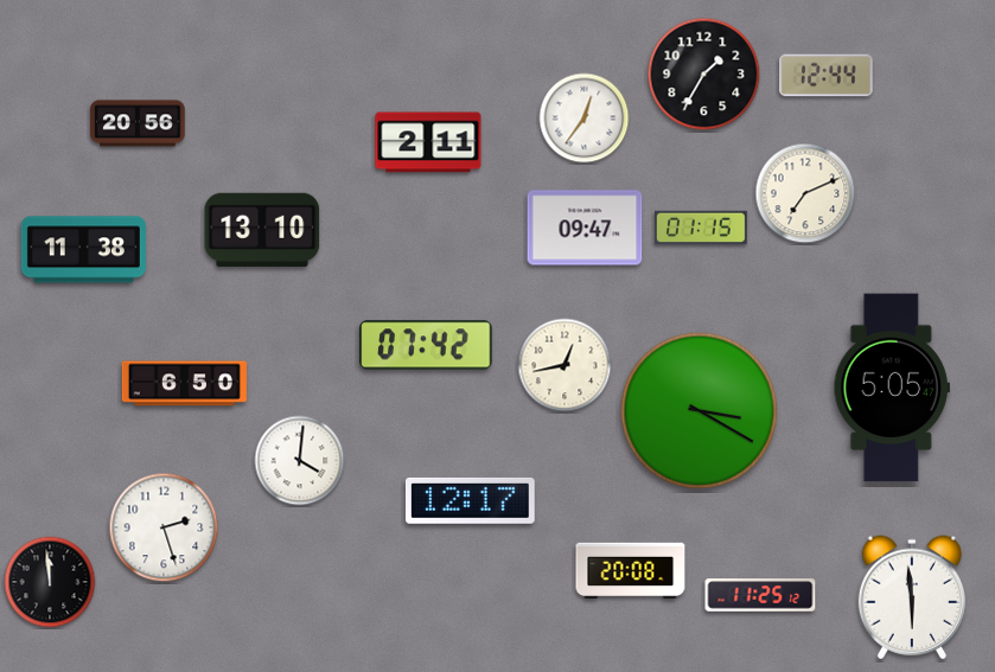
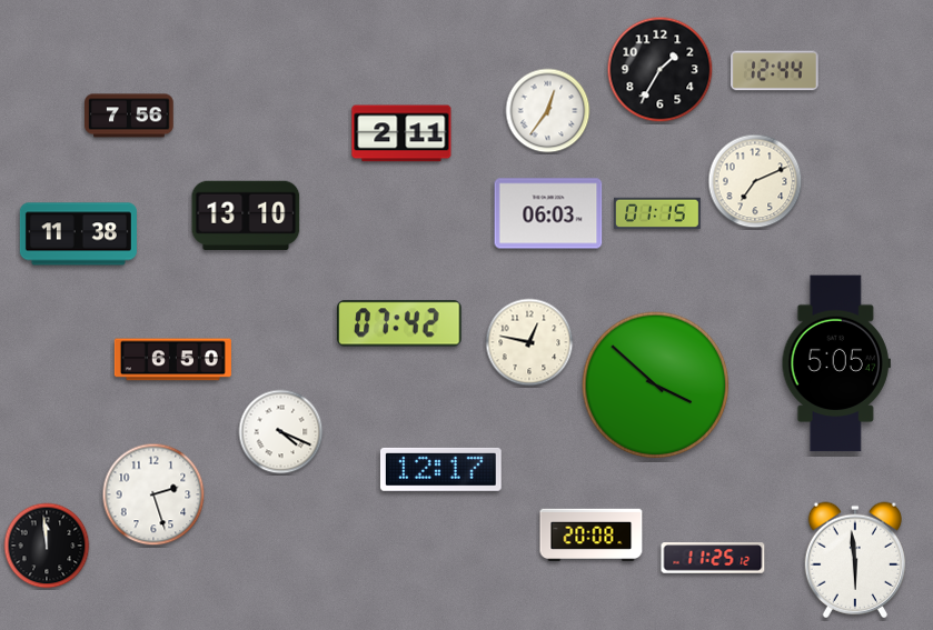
clock at (138, 123): 20:56 -> 7:56
clock at (585, 228): 09:47 -> 06:03
clock at (565, 365): 12:43 -> 12:47
clock at (700, 411): 3:20 -> 3:52
clock at (300, 461): 4:01 -> 4:19
